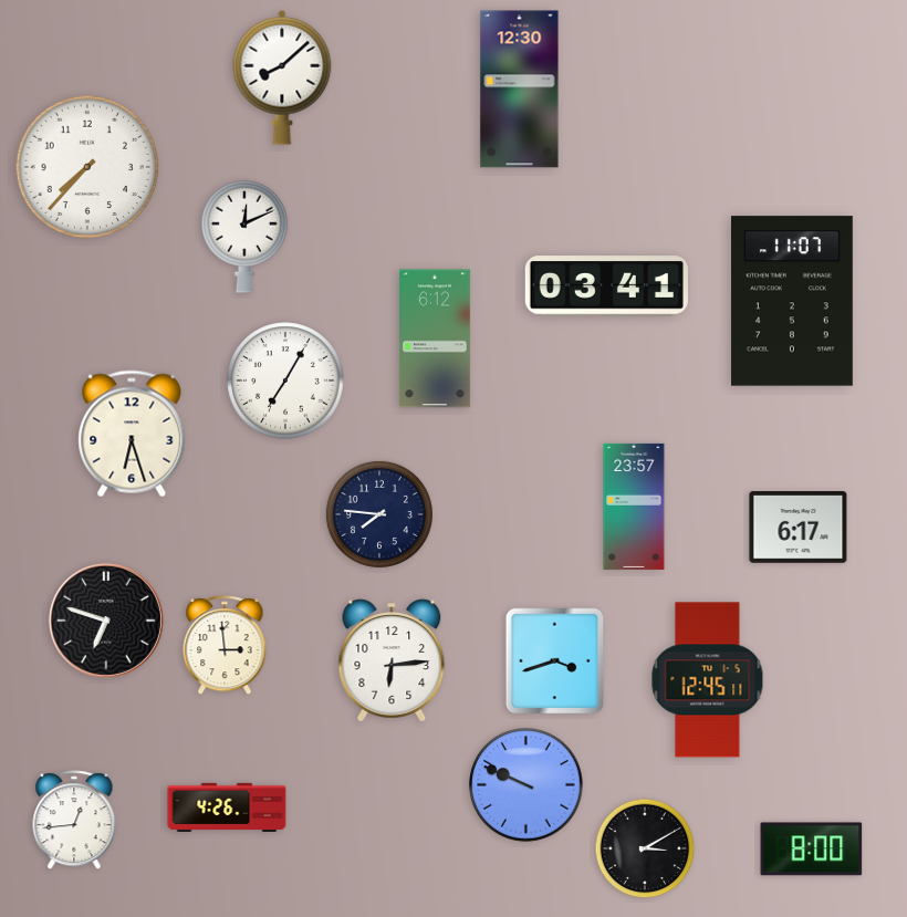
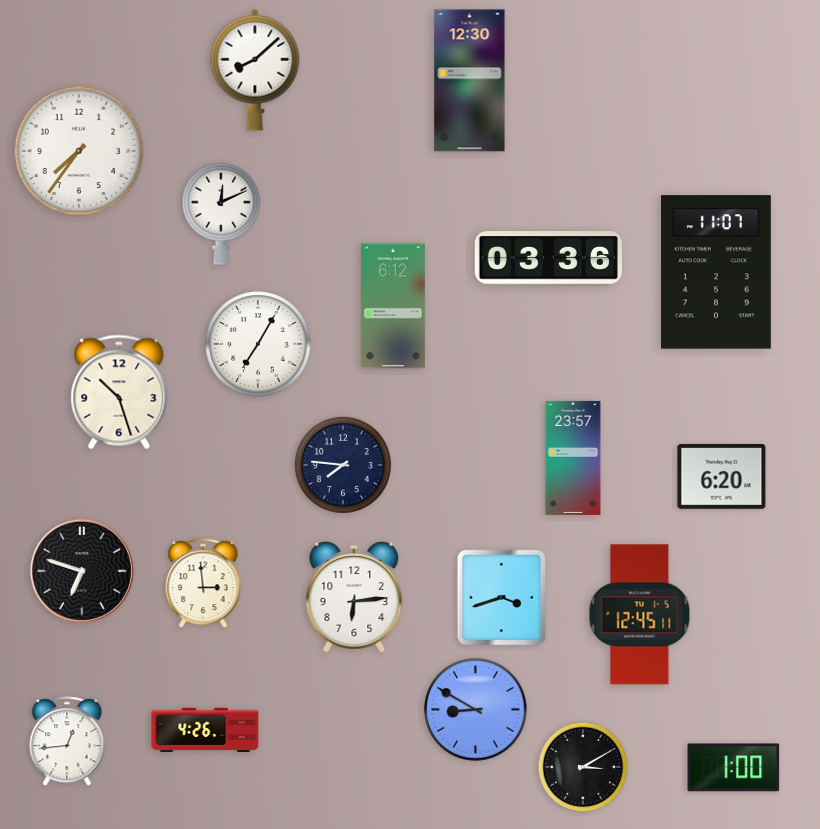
clock at (87, 167): 7:37 -> 7:36
clock at (606, 286): 03:41 -> 03:36
clock at (132, 434): 6:27 -> 10:27
clock at (799, 528): 6:17 -> 6:20
clock at (106, 621) position: (106, 621) -> (82, 571)
clock at (527, 785): 9:49 -> 8:50
clock at (812, 850): 8:00 -> 1:00
